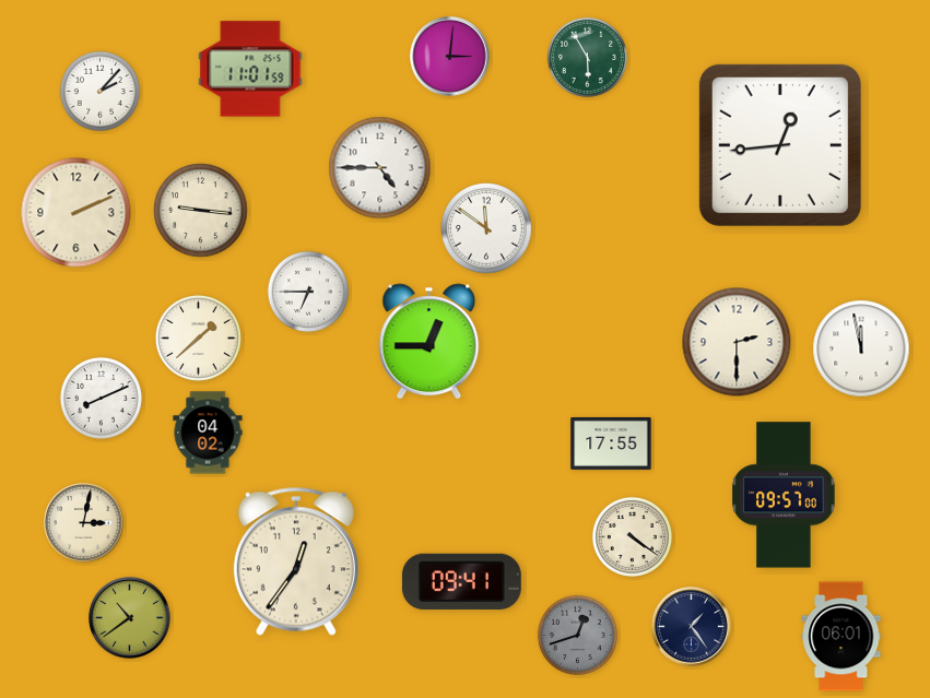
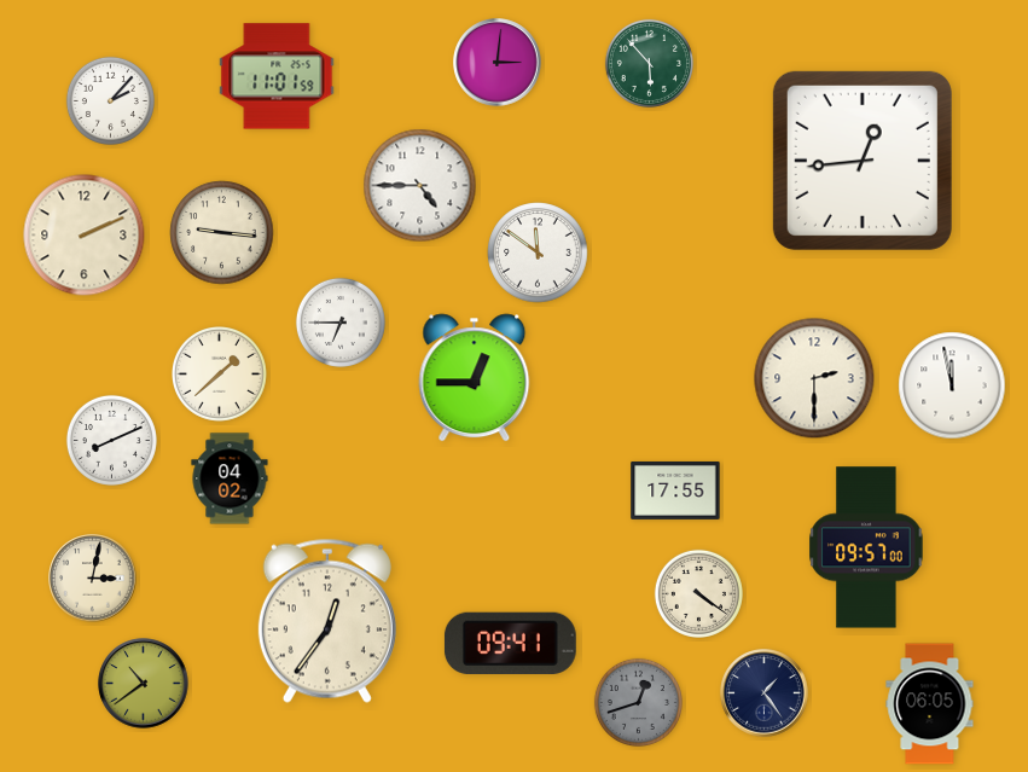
clock at (587, 57): 5:55 -> 5:53
clock at (841, 637): 06:01 -> 06:05
